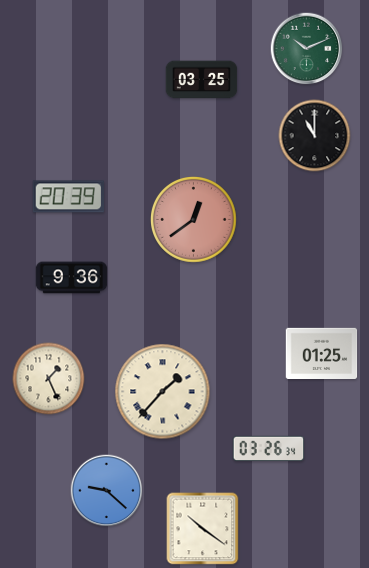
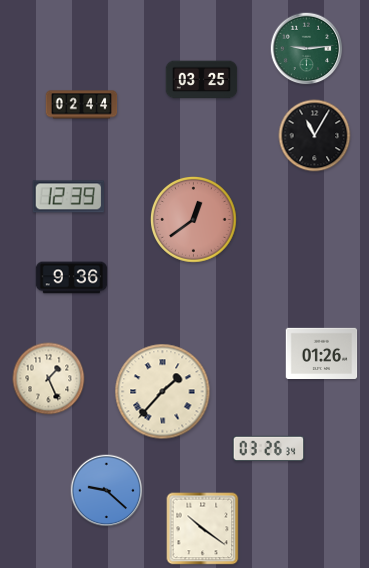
clock at (307, 49): 10:11 -> 9:14
clock at (82, 105): none -> 02:44
clock at (315, 136): 11:00 -> 11:05
clock at (69, 197): 20:39 -> 12:39
clock at (322, 353): 01:25 -> 01:26
